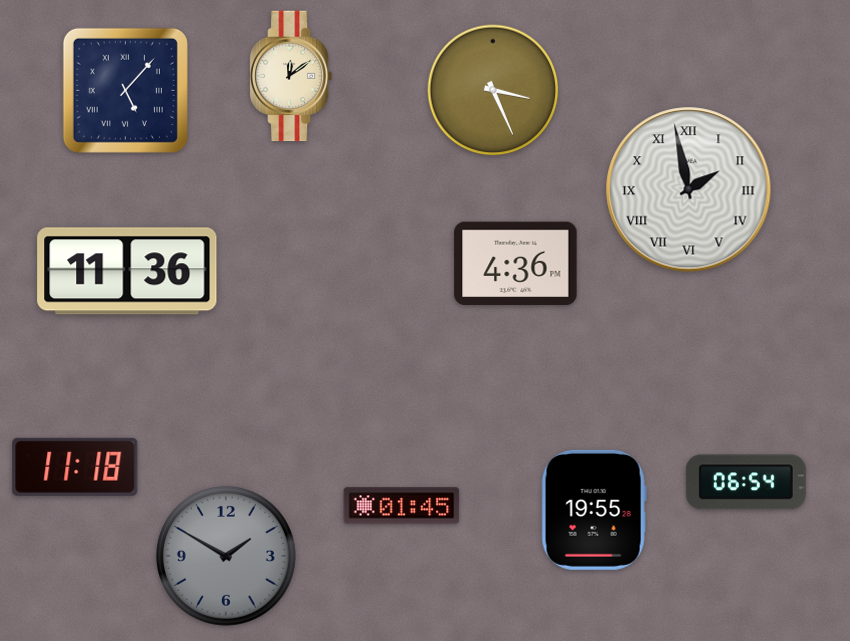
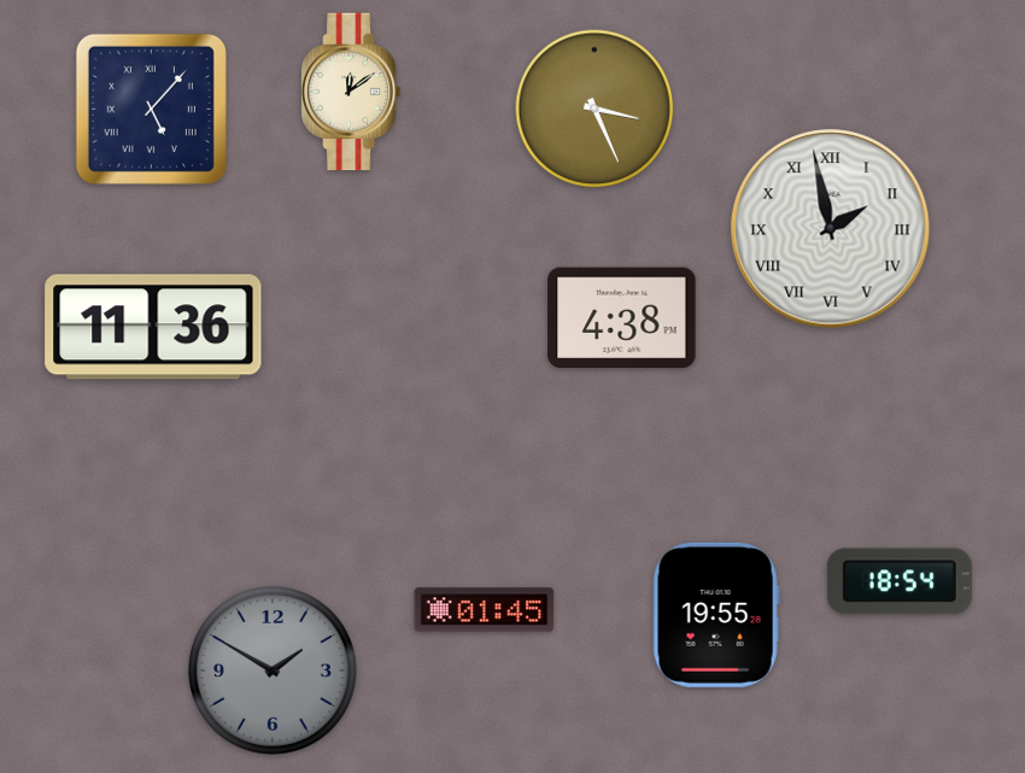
clock at (516, 264): 4:36 -> 4:38
clock at (75, 467): 11:18 -> none
clock at (746, 482): 06:54 -> 18:54
